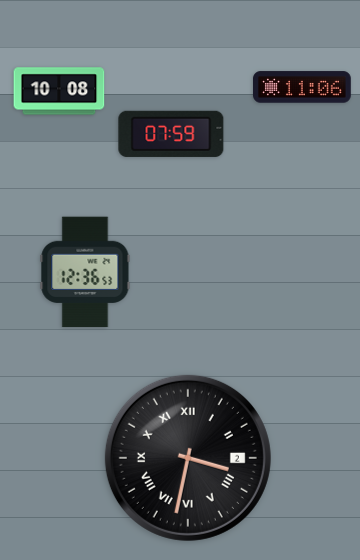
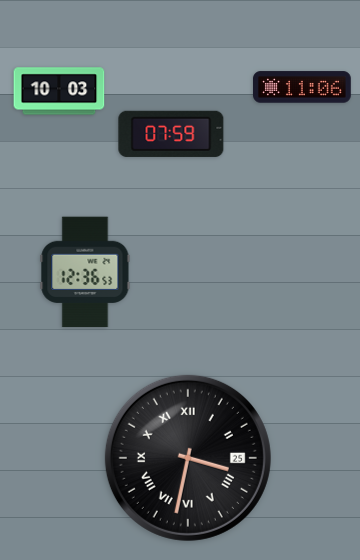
clock at (59, 91): 10:08 -> 10:03
clock at (188, 458) date: 2 -> 25
